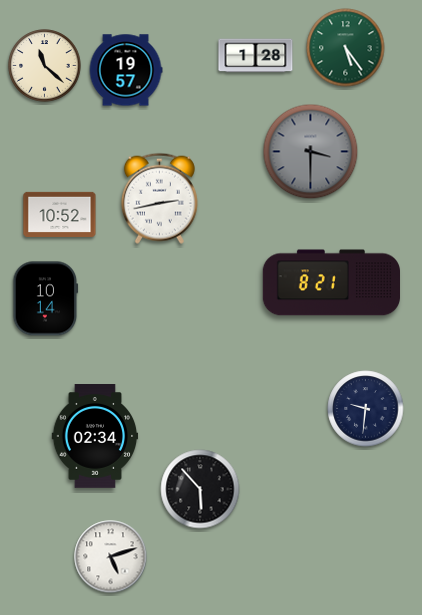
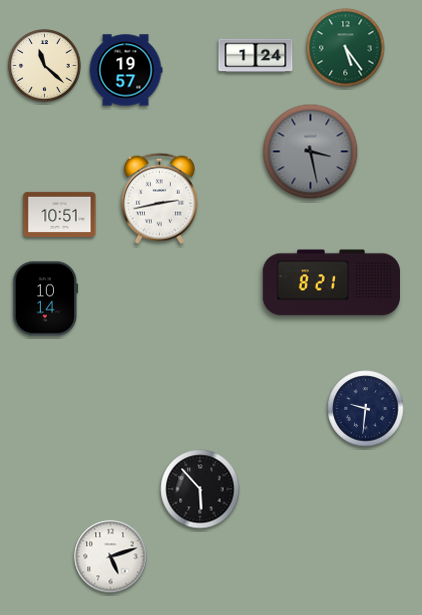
clock at (256, 56): 1:28 -> 1:24
clock at (311, 152): 3:30 -> 3:28
clock at (60, 214): 10:52 -> 10:51
clock at (95, 437): 02:34 -> none
